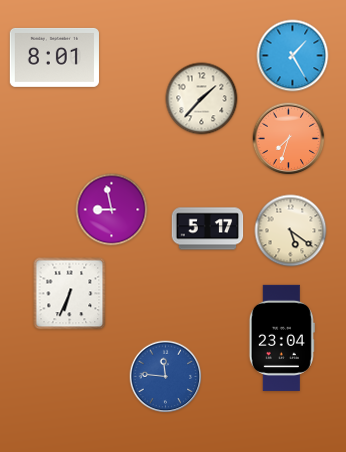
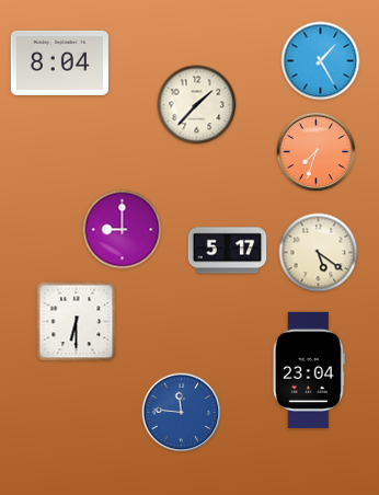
clock at (54, 57): 8:01 -> 8:04
clock at (202, 99) position: (202, 99) -> (197, 105)
clock at (112, 210): 8:58 -> 9:00
clock at (70, 294): 6:34 -> 6:30
